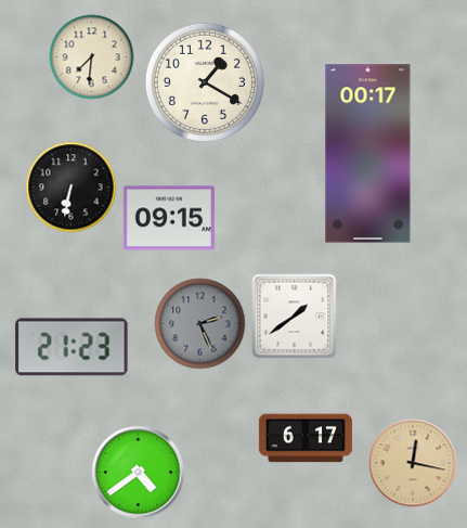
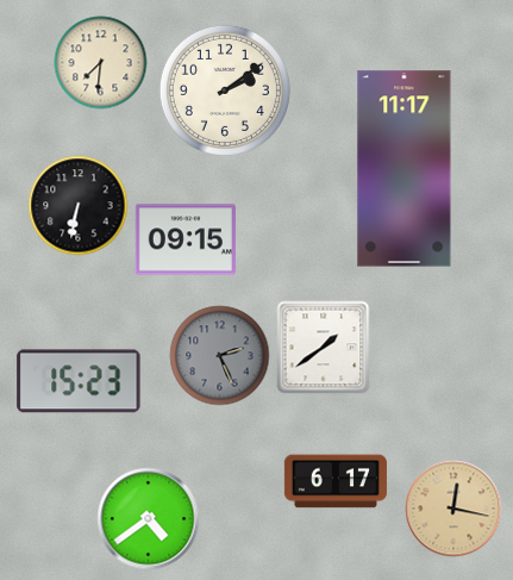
clock at (205, 82): 1:20 -> 2:09
clock at (368, 154): 00:17 -> 11:17
clock at (72, 347): 21:23 -> 15:23
clock at (138, 472) position: (138, 472) -> (148, 518)
